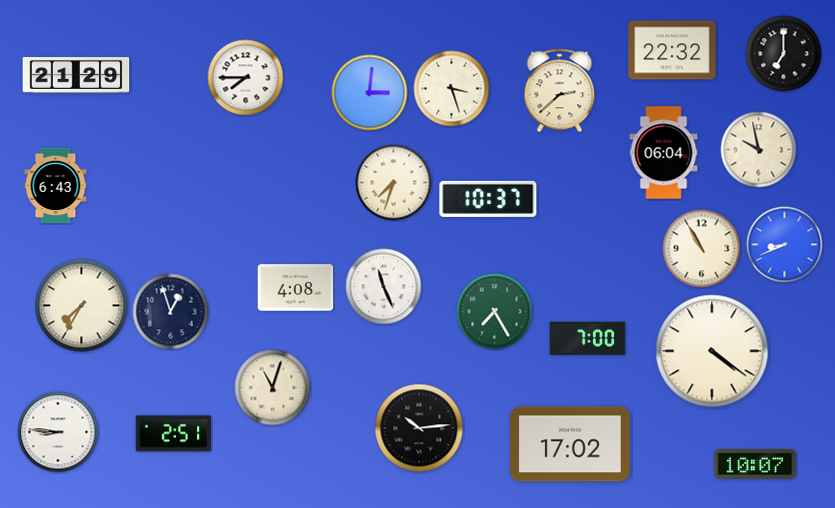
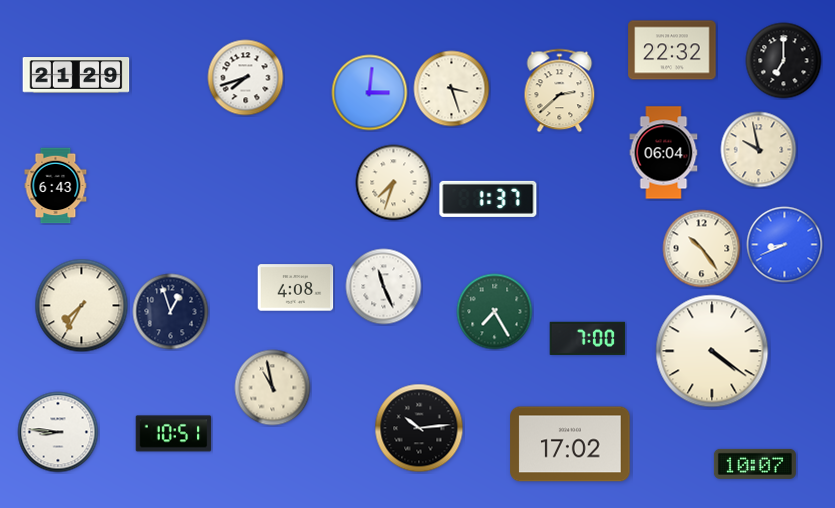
clock at (784, 54) position: (784, 54) -> (784, 61)
clock at (246, 78): 7:45 -> 7:42
clock at (488, 199): 10:37 -> 1:37
clock at (702, 249): 10:55 -> 10:24
clock at (273, 388): 11:03 -> 10:58
clock at (174, 434): 2:51 -> 10:51
